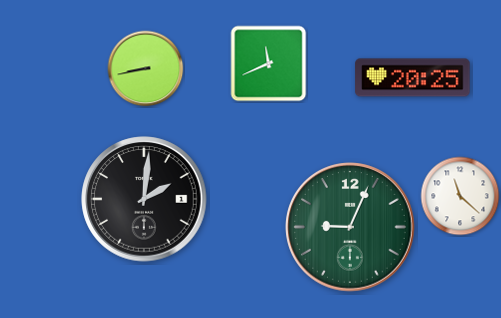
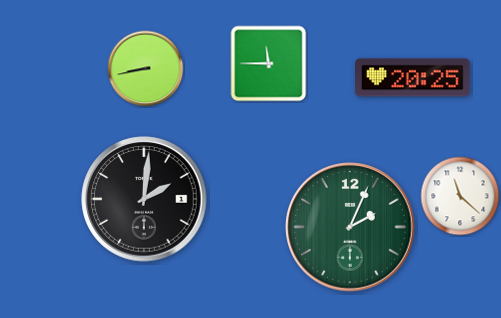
clock at (269, 64): 11:41 -> 11:45
clock at (350, 227): 9:04 -> 2:04
